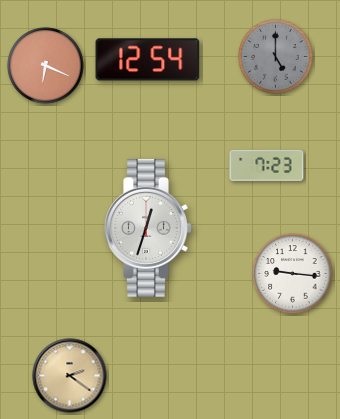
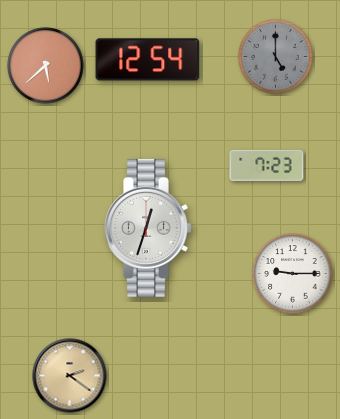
clock at (46, 66): 6:19 -> 5:38
clock at (293, 274): 9:16 -> 9:15
